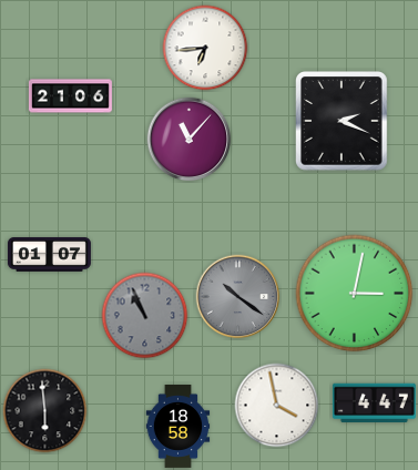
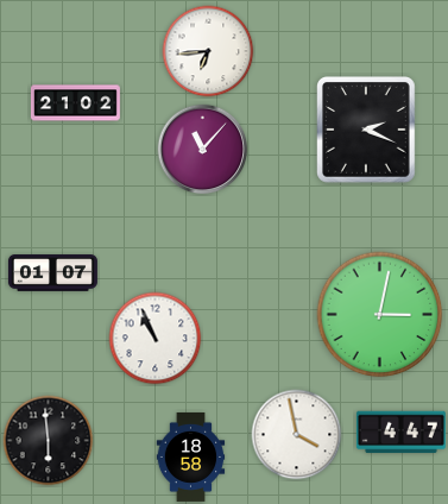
clock at (205, 48) position: (205, 48) -> (208, 51)
clock at (70, 96): 21:06 -> 21:02
clock at (238, 297): 10:21 -> none
clock at (145, 316) dial: grey -> white
